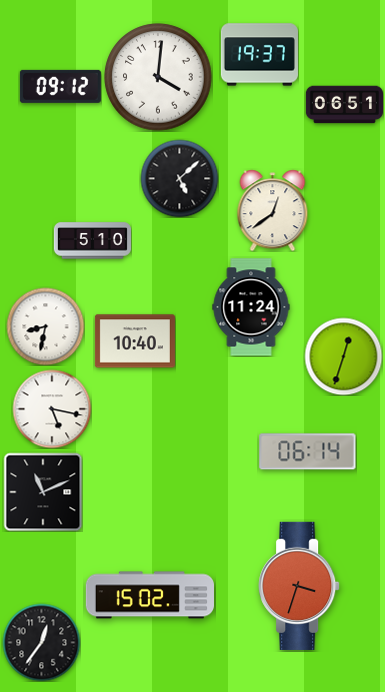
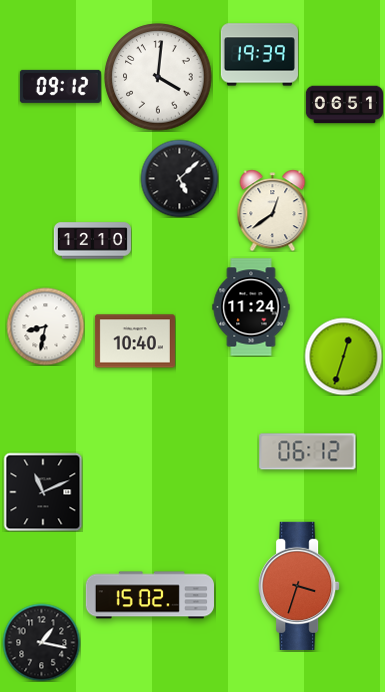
clock at (259, 55): 19:37 -> 19:39
clock at (92, 241): 5:10 -> 12:10
clock at (52, 409): 5:17 -> none
clock at (308, 452): 06:14 -> 06:12
clock at (41, 642): 12:36 -> 1:17
